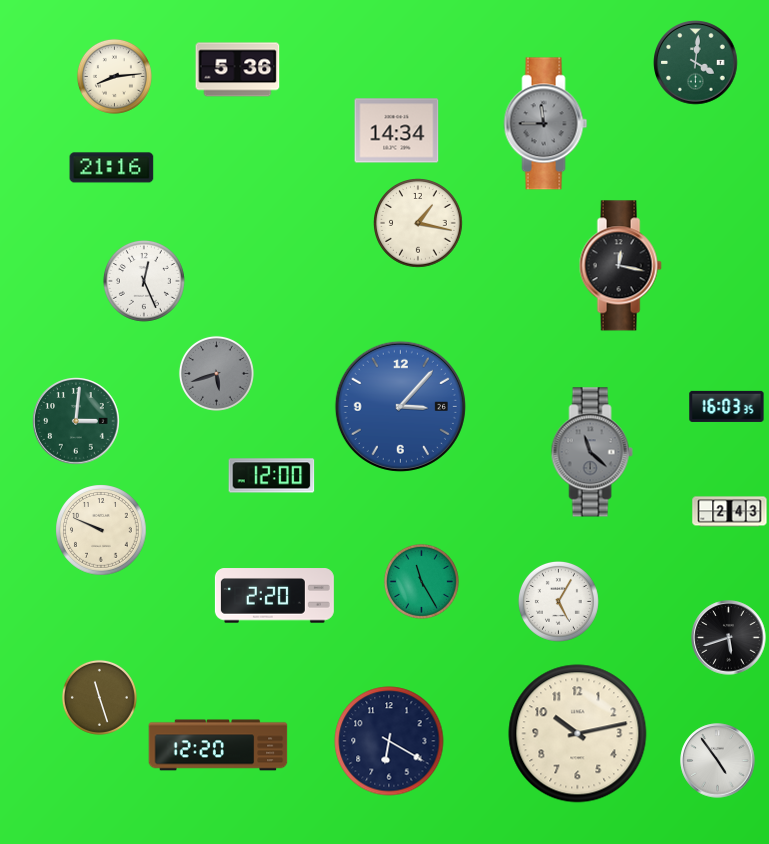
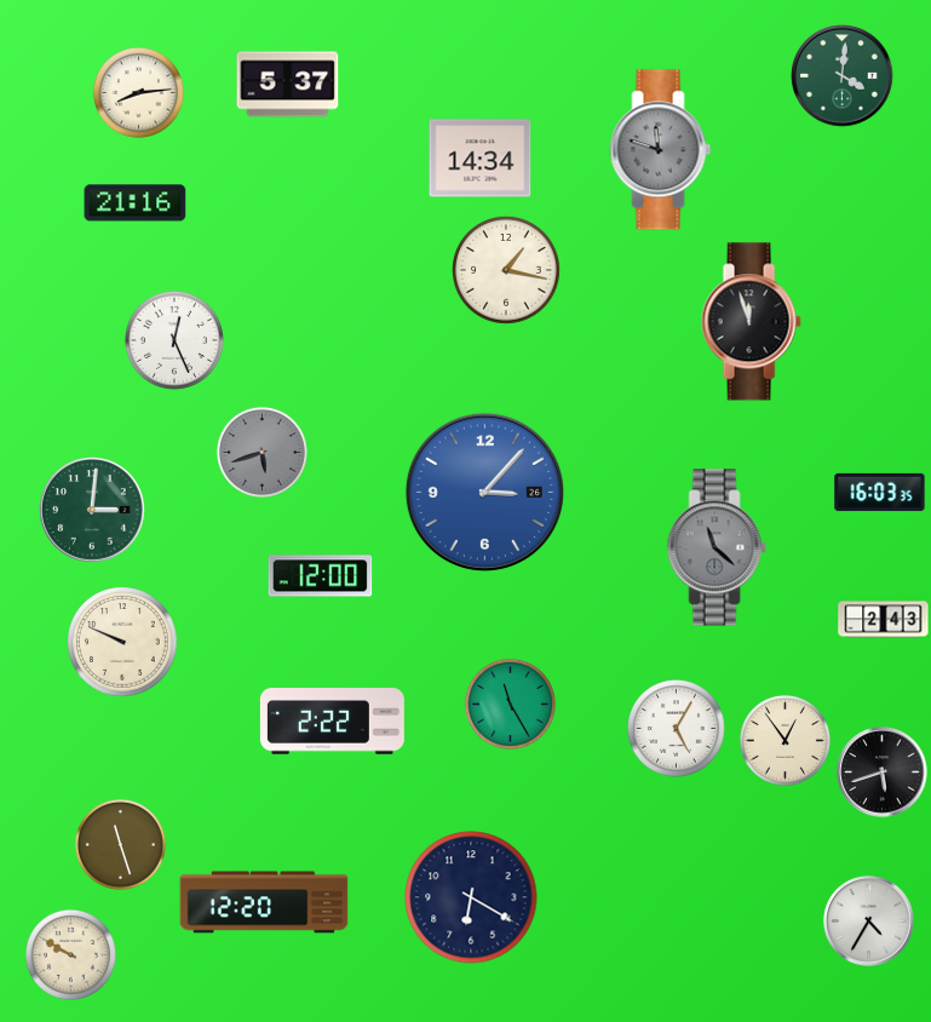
clock at (238, 70): 5:36 -> 5:37
clock at (546, 124): 11:45 -> 11:48
clock at (620, 266): 12:17 -> 11:57
clock at (272, 476) position: (272, 476) -> (321, 576)
clock at (274, 596): 2:20 -> 2:22
clock at (785, 740): none -> 12:54
clock at (578, 734): 10:13 -> none
clock at (718, 761): 4:54 -> 4:35
clock at (70, 954): none -> 9:50
